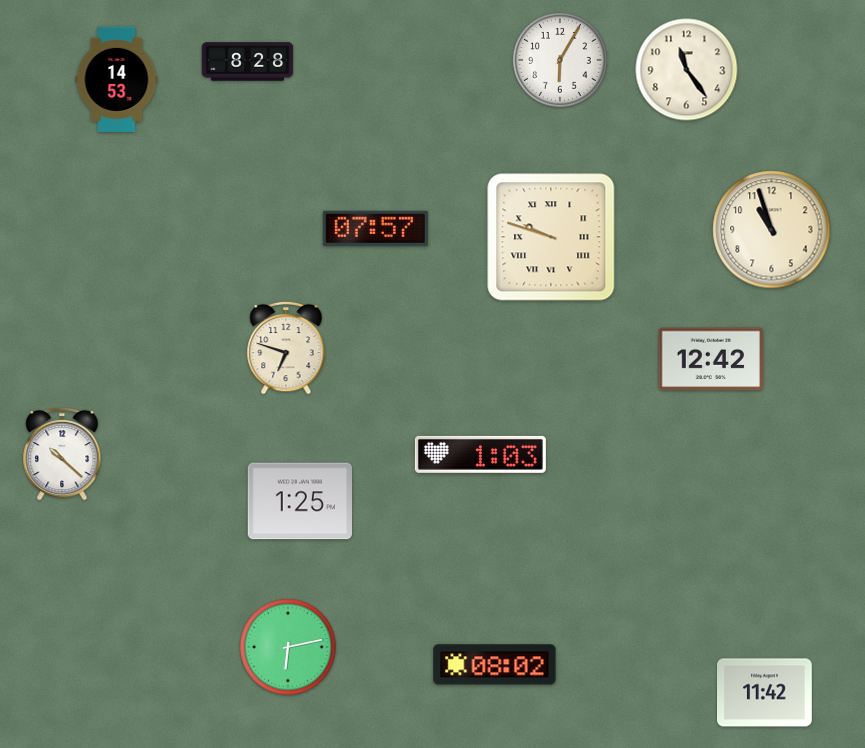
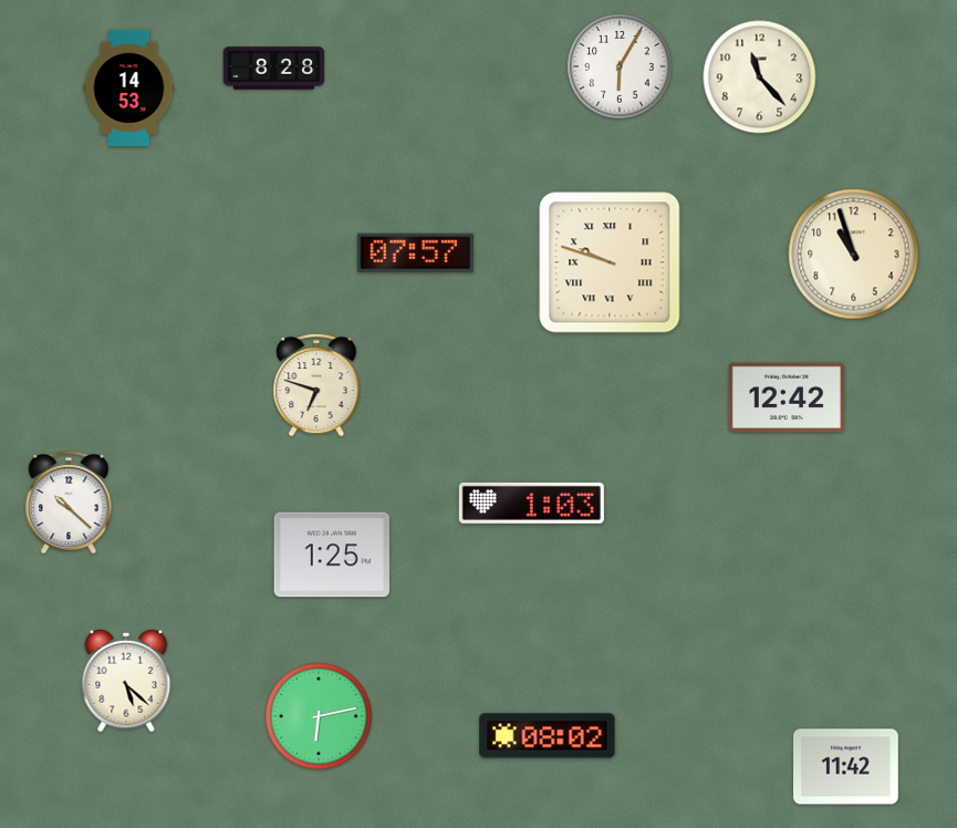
clock at (687, 70): 11:24 -> 11:23
clock at (126, 681): none -> 5:22
